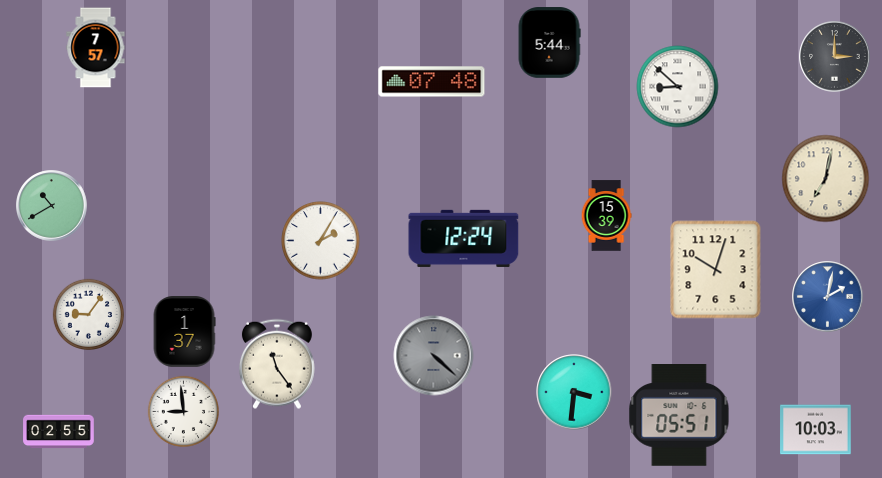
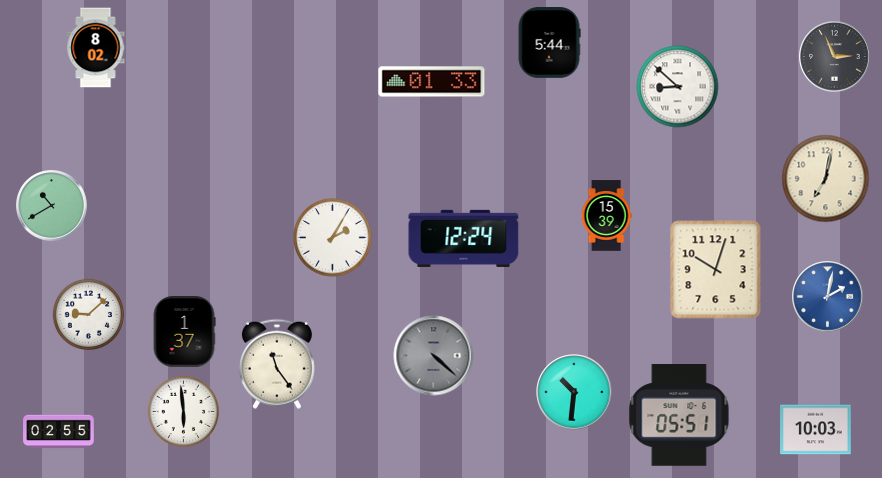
clock at (96, 48): 7:57 -> 8:02
clock at (835, 57): 3:00 -> 2:56
clock at (432, 82): 07:48 -> 01:33
clock at (321, 241) position: (321, 241) -> (333, 238)
clock at (88, 314): 9:06 -> 9:08
clock at (574, 392): 3:31 -> 10:31
clock at (183, 411): 8:59 -> 5:59
